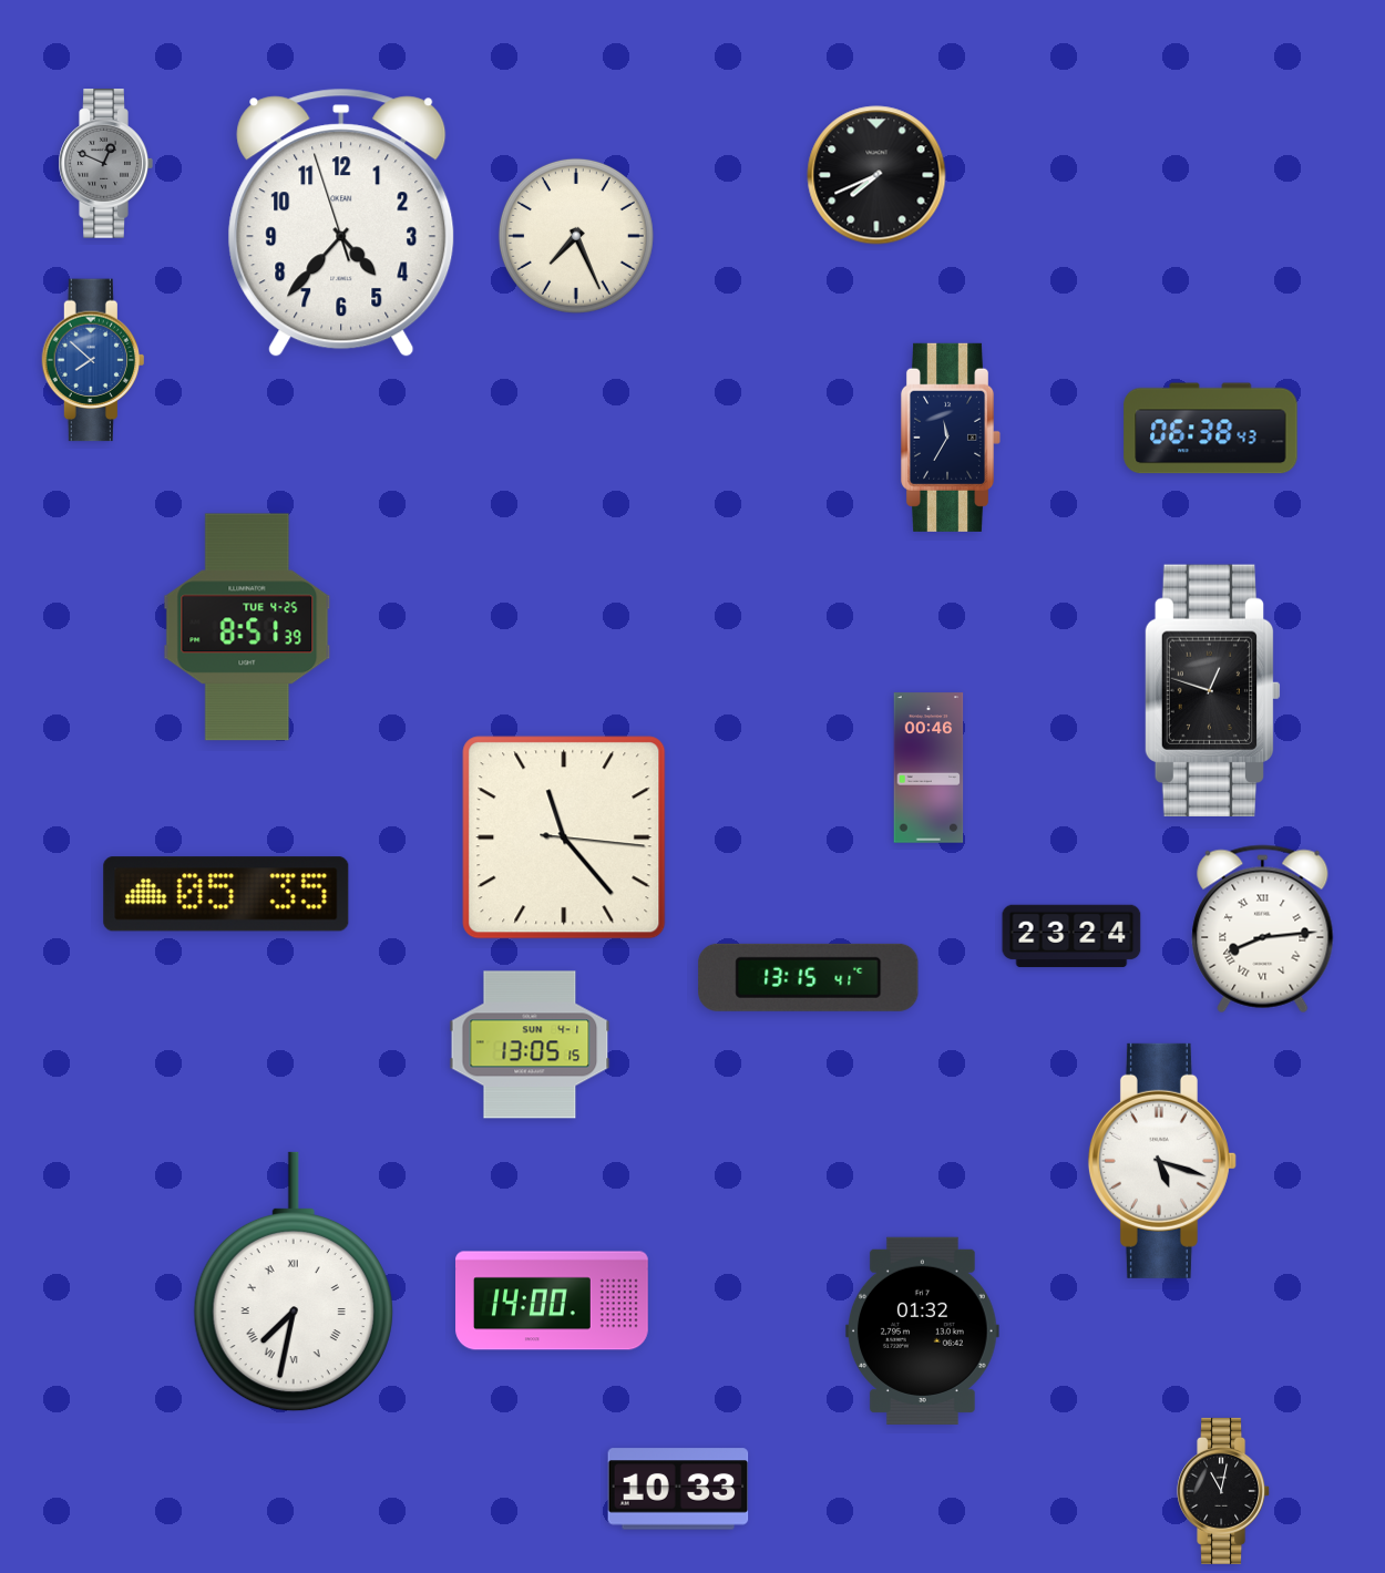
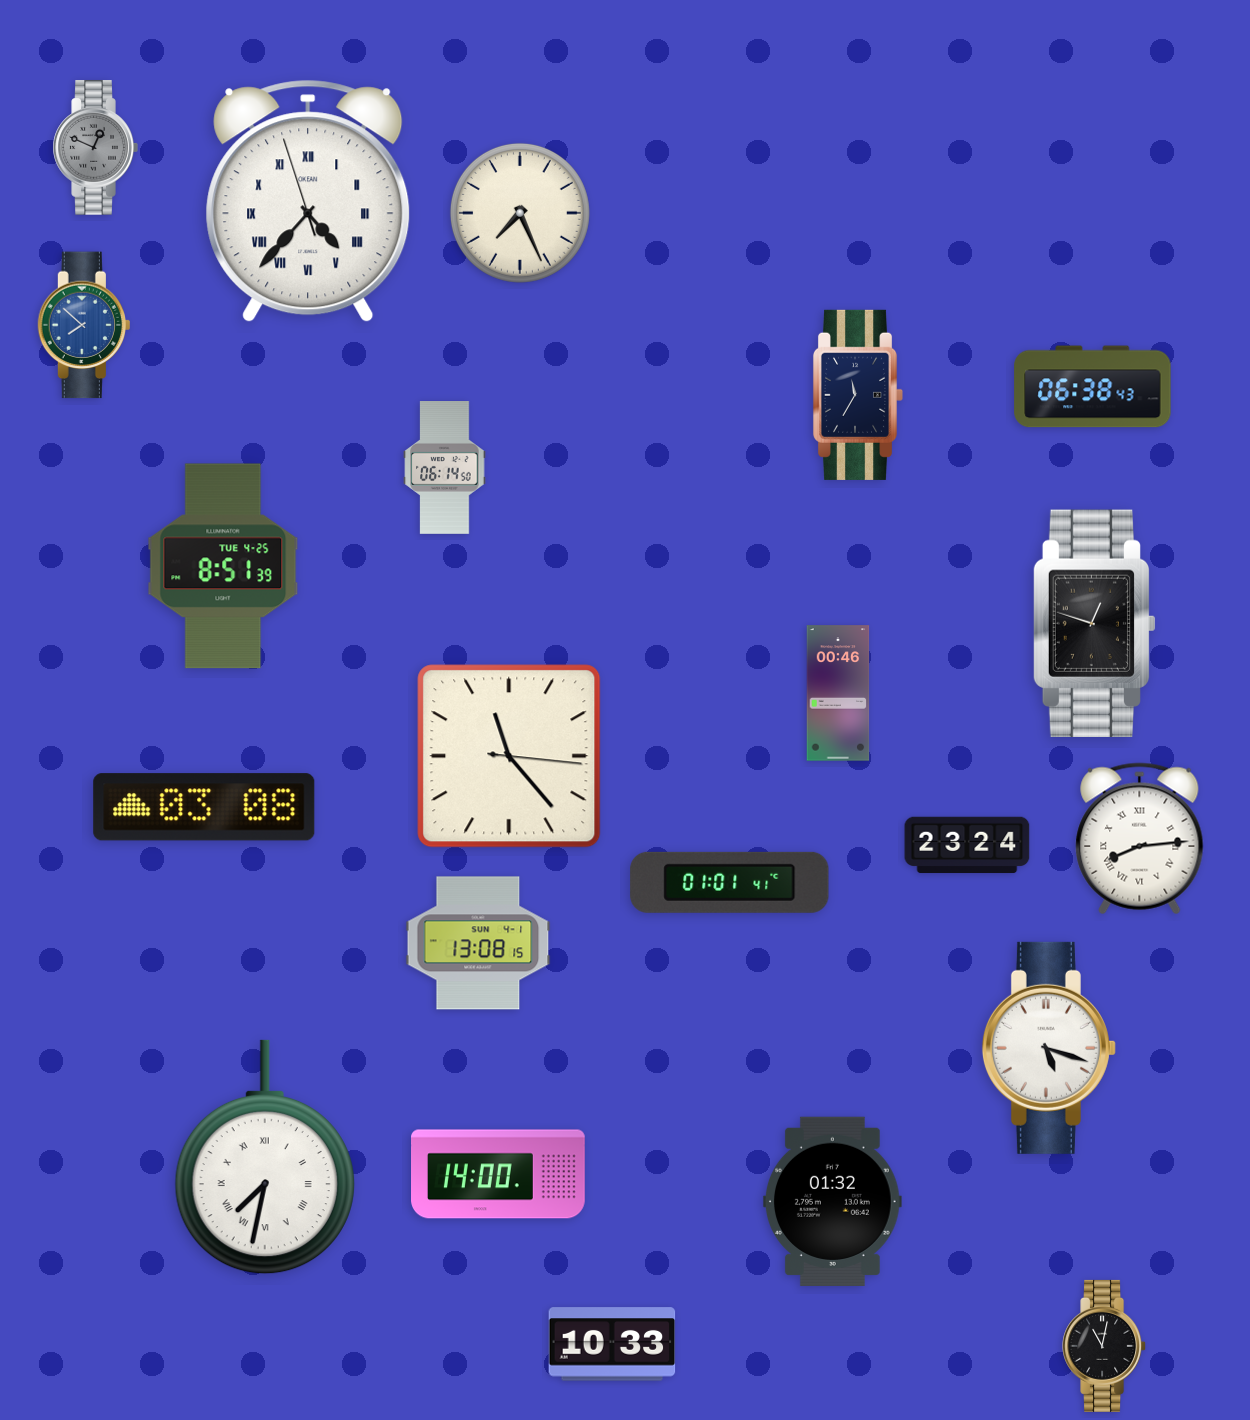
clock at (876, 175): 7:41 -> none
clock at (341, 223) numerals: Arabic -> Roman
clock at (445, 468): none -> 06:14
clock at (226, 894): 05:35 -> 03:08
clock at (809, 977): 13:15 -> 01:01
clock at (530, 1045): 13:05 -> 13:08
